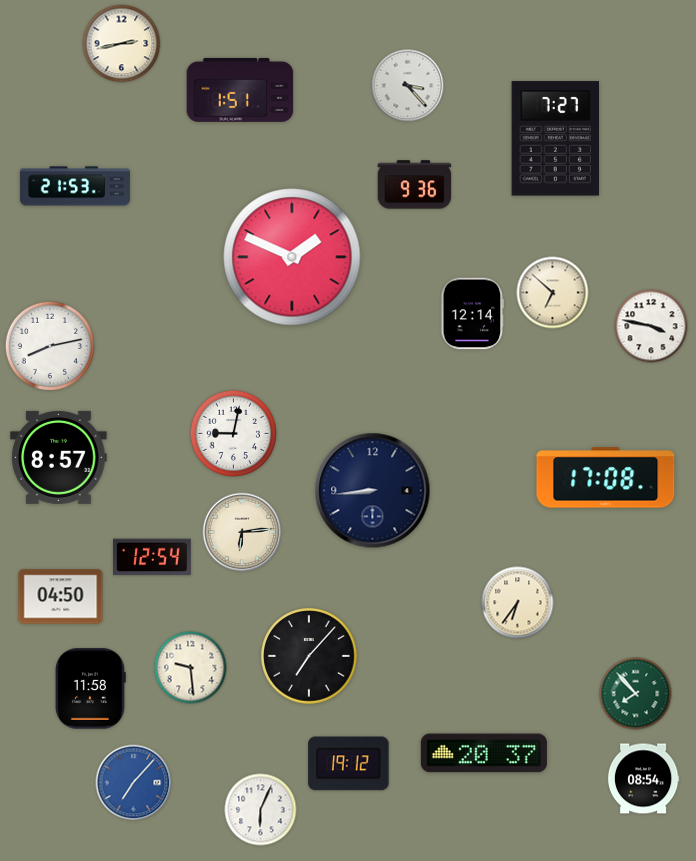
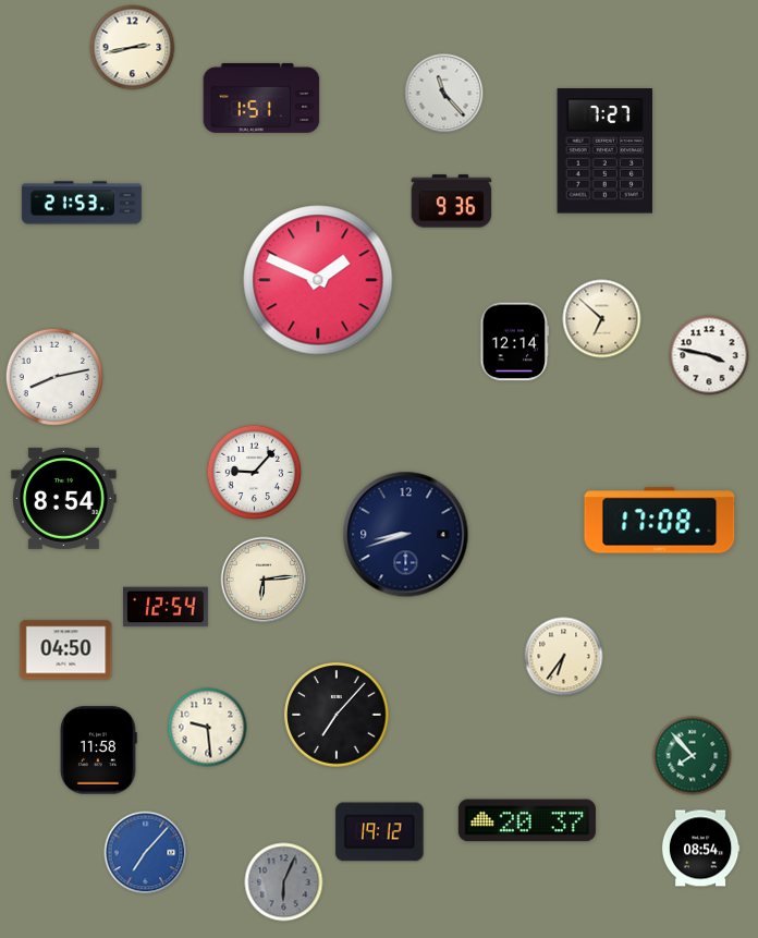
clock at (408, 86): 3:23 -> 11:23
clock at (234, 434): 9:02 -> 9:07
clock at (59, 457): 8:57 -> 8:54
clock at (373, 491): 8:44 -> 8:42
clock at (261, 810) dial: white -> grey
